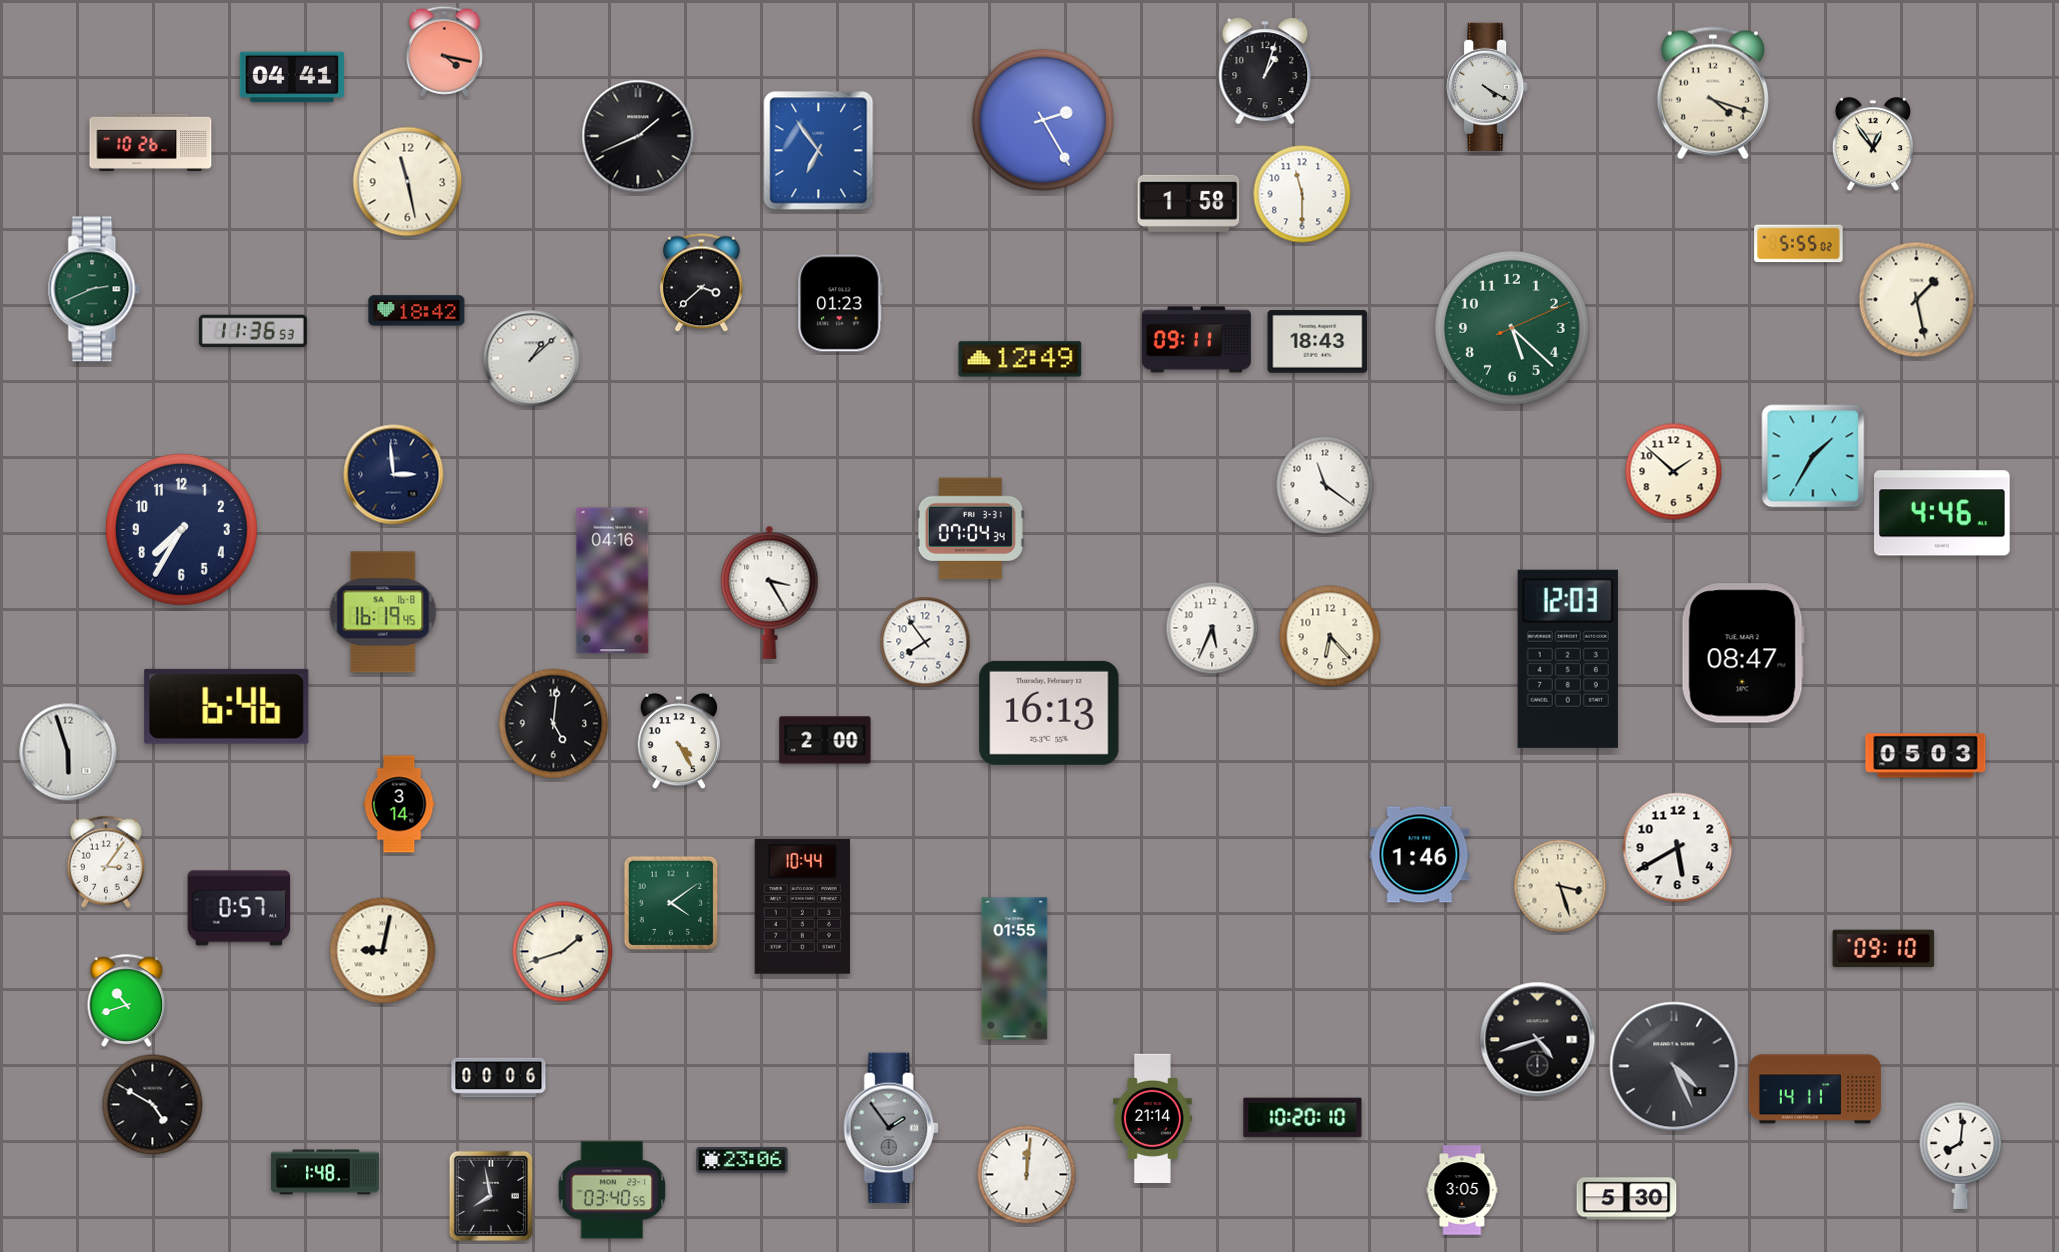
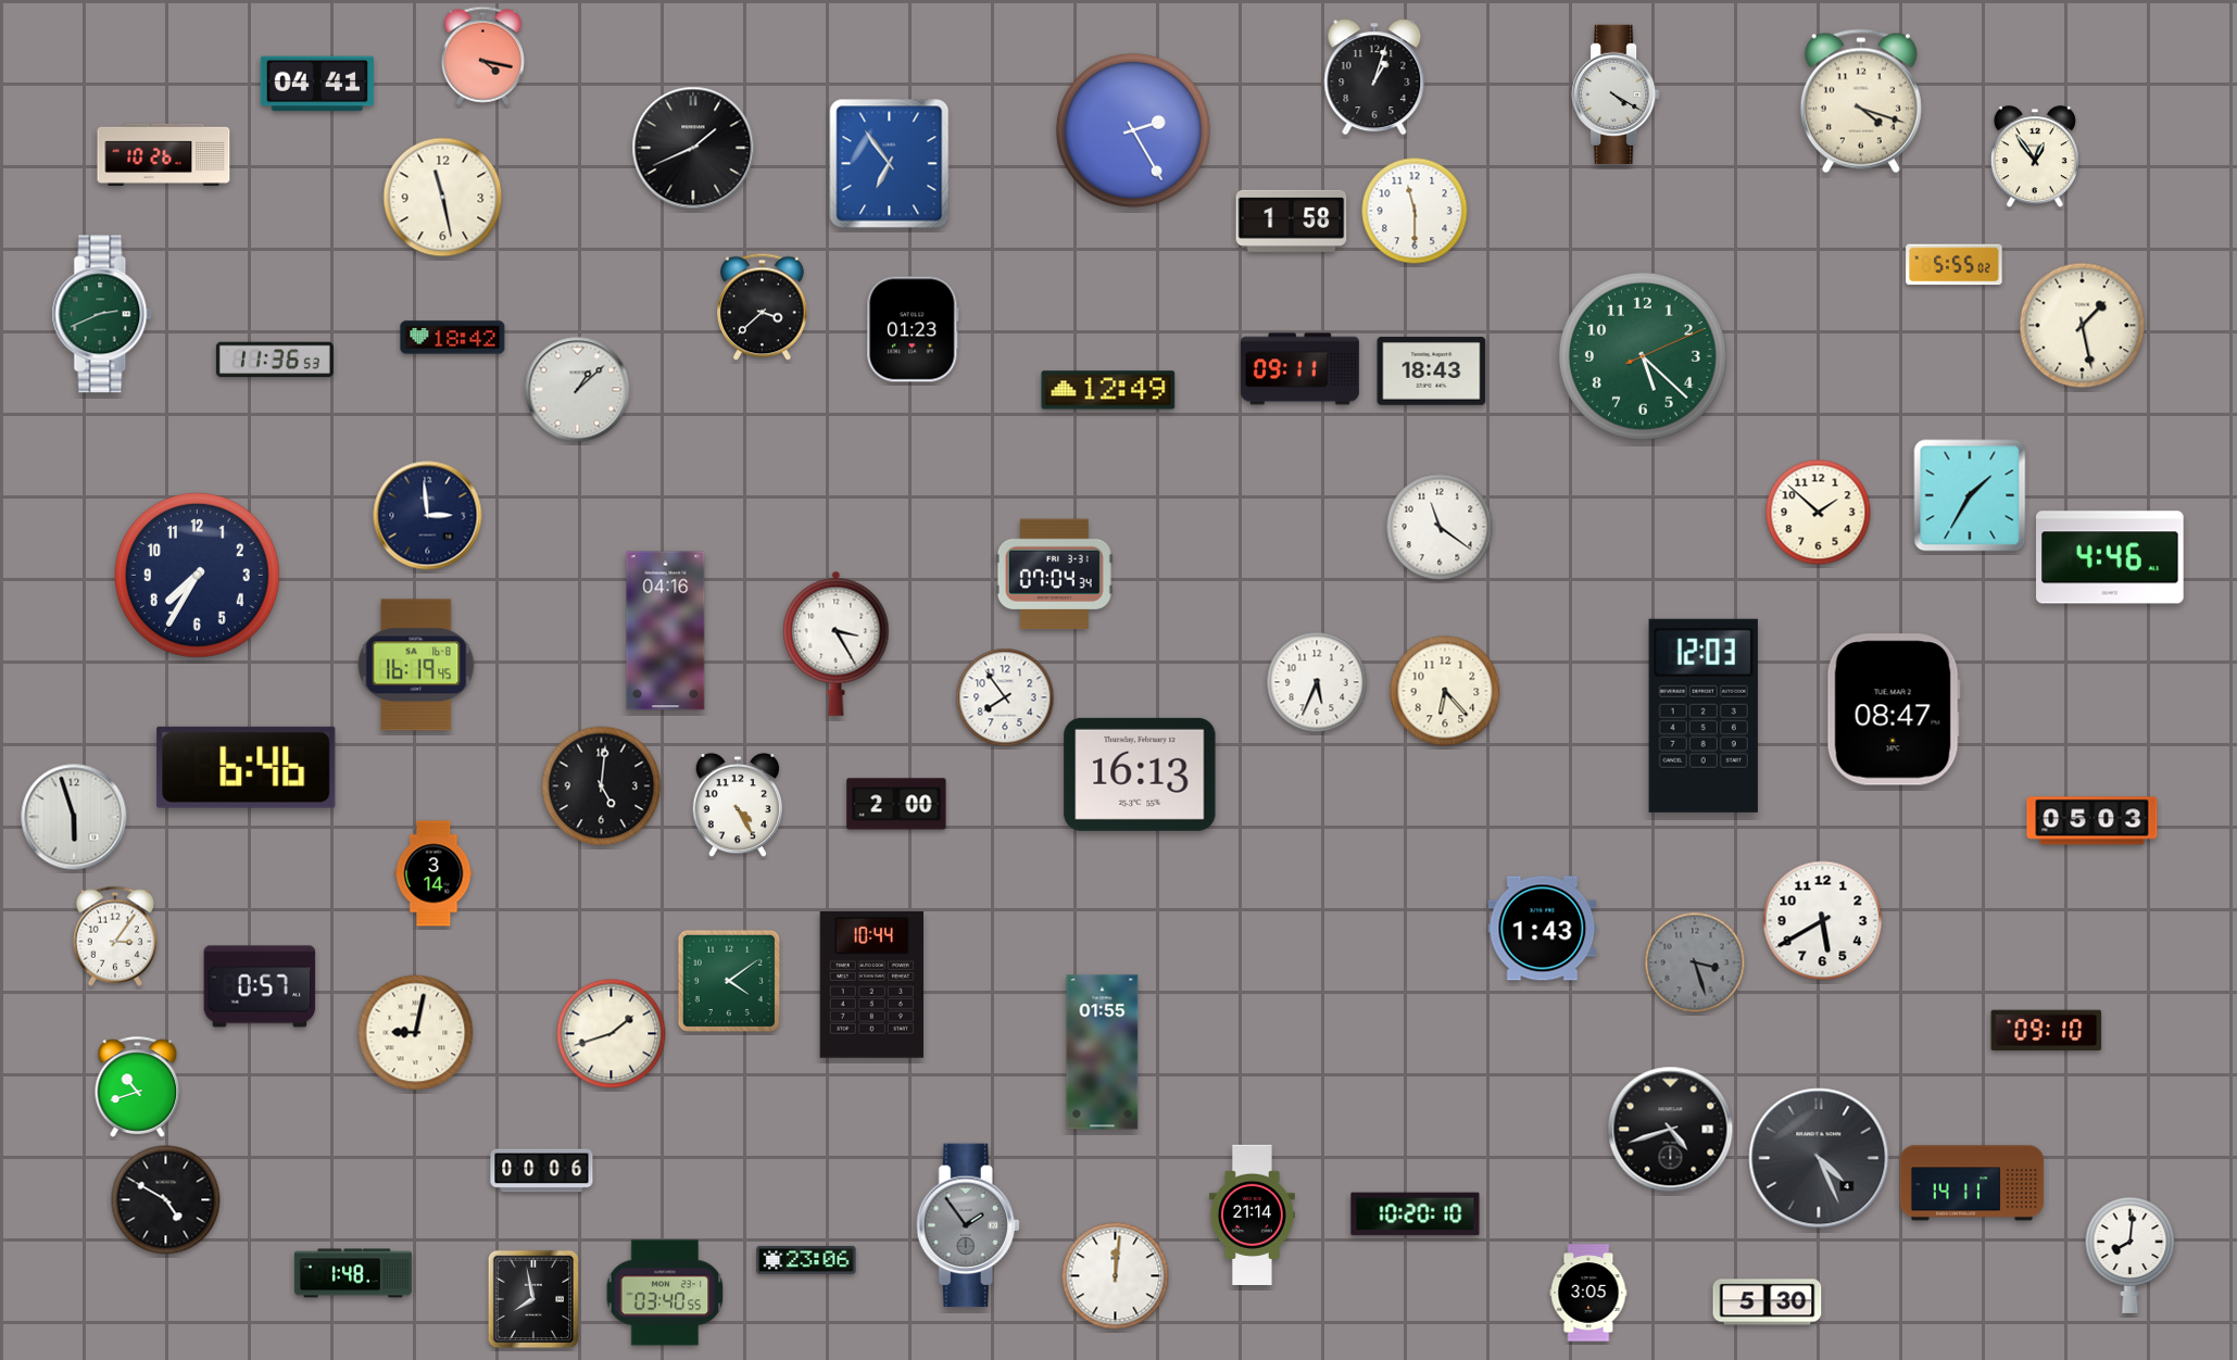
clock at (1420, 855): 1:46 -> 1:43
clock at (1560, 886) dial: cream -> grey
